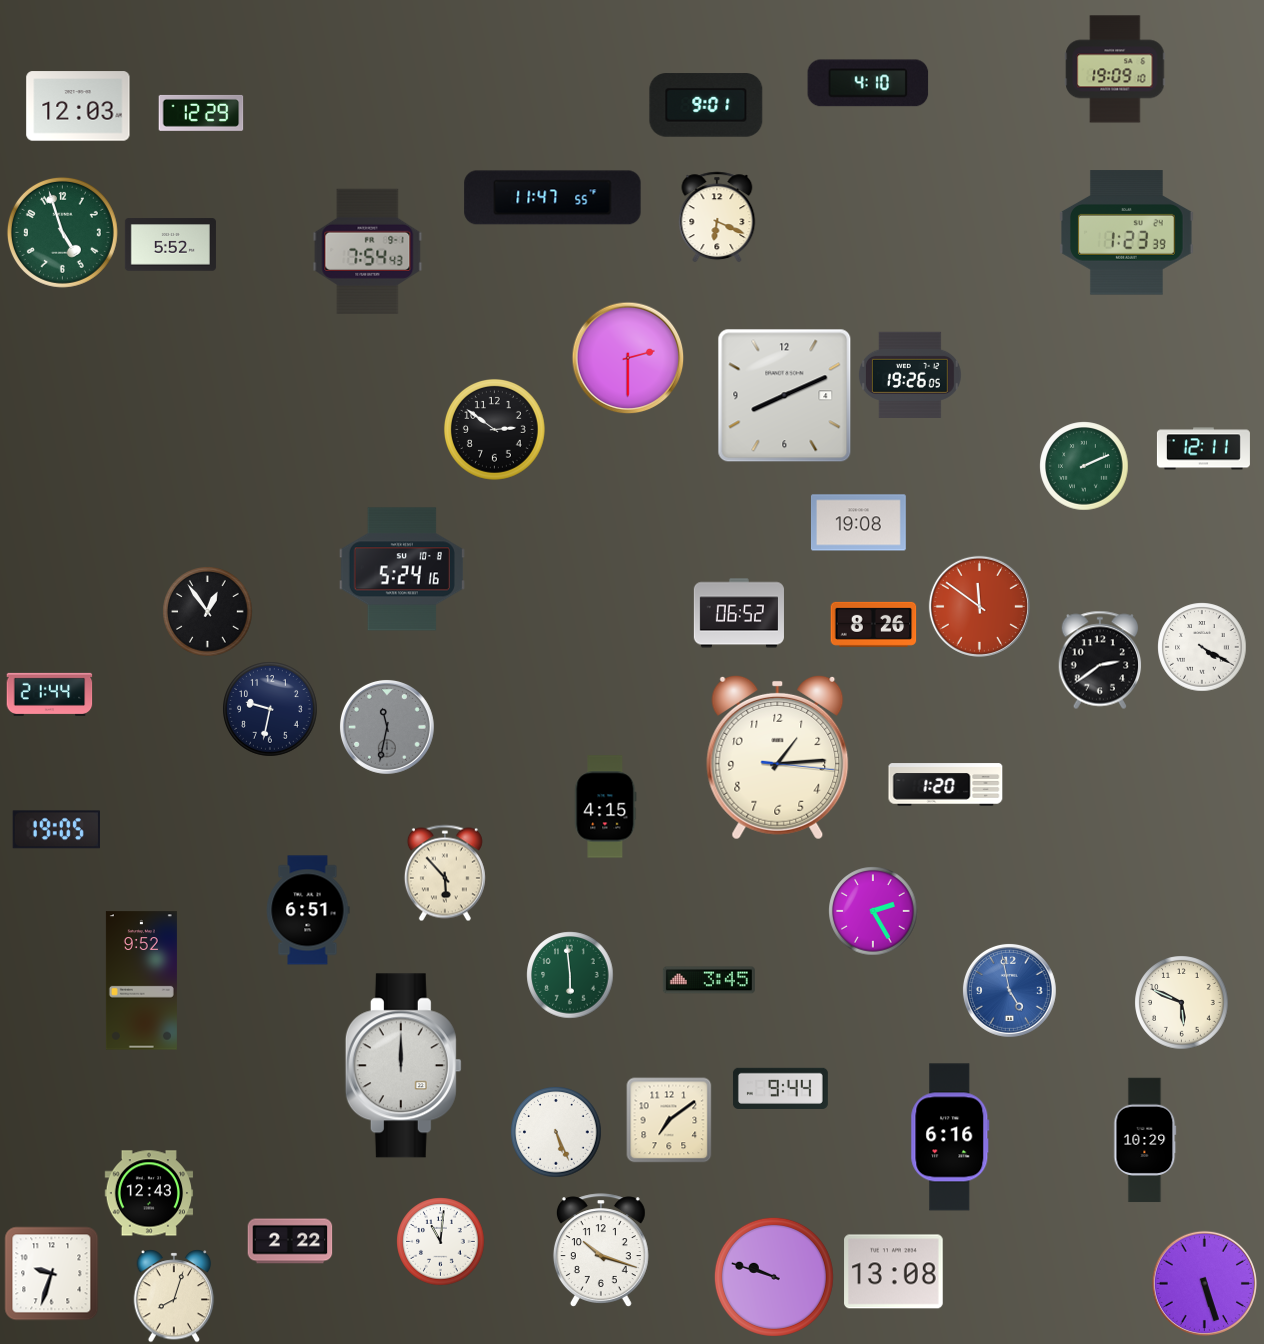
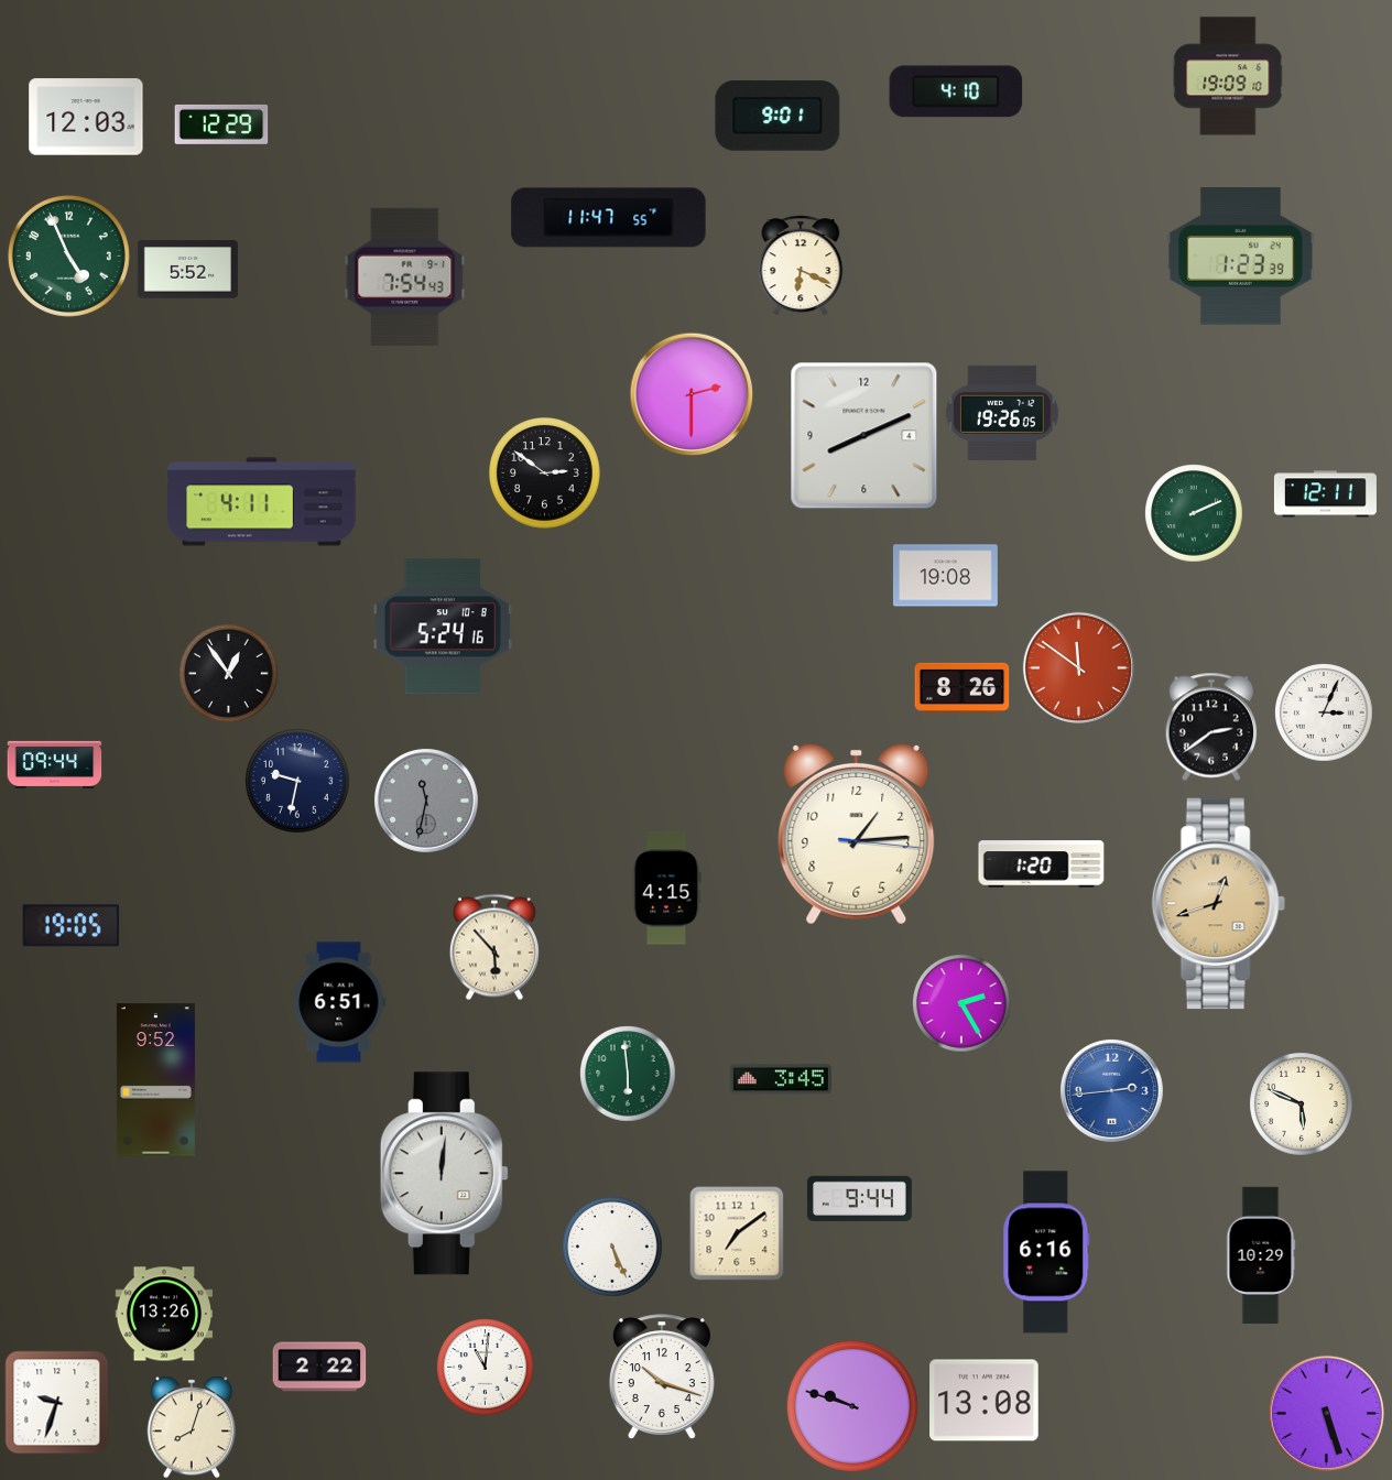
clock at (717, 217) position: (717, 217) -> (801, 265)
clock at (62, 232): 4:57 -> 4:56
clock at (262, 502): none -> 4:11
clock at (739, 613): 06:52 -> none
clock at (1202, 647): 4:20 -> 3:04
clock at (50, 694): 21:44 -> 09:44
clock at (1218, 904): none -> 12:42
clock at (56, 830) position: (56, 830) -> (70, 926)
clock at (445, 873) position: (445, 873) -> (494, 947)
clock at (1009, 990): 4:58 -> 2:44
clock at (403, 1066): 12:00 -> 12:01
clock at (149, 1193): 12:43 -> 13:26
